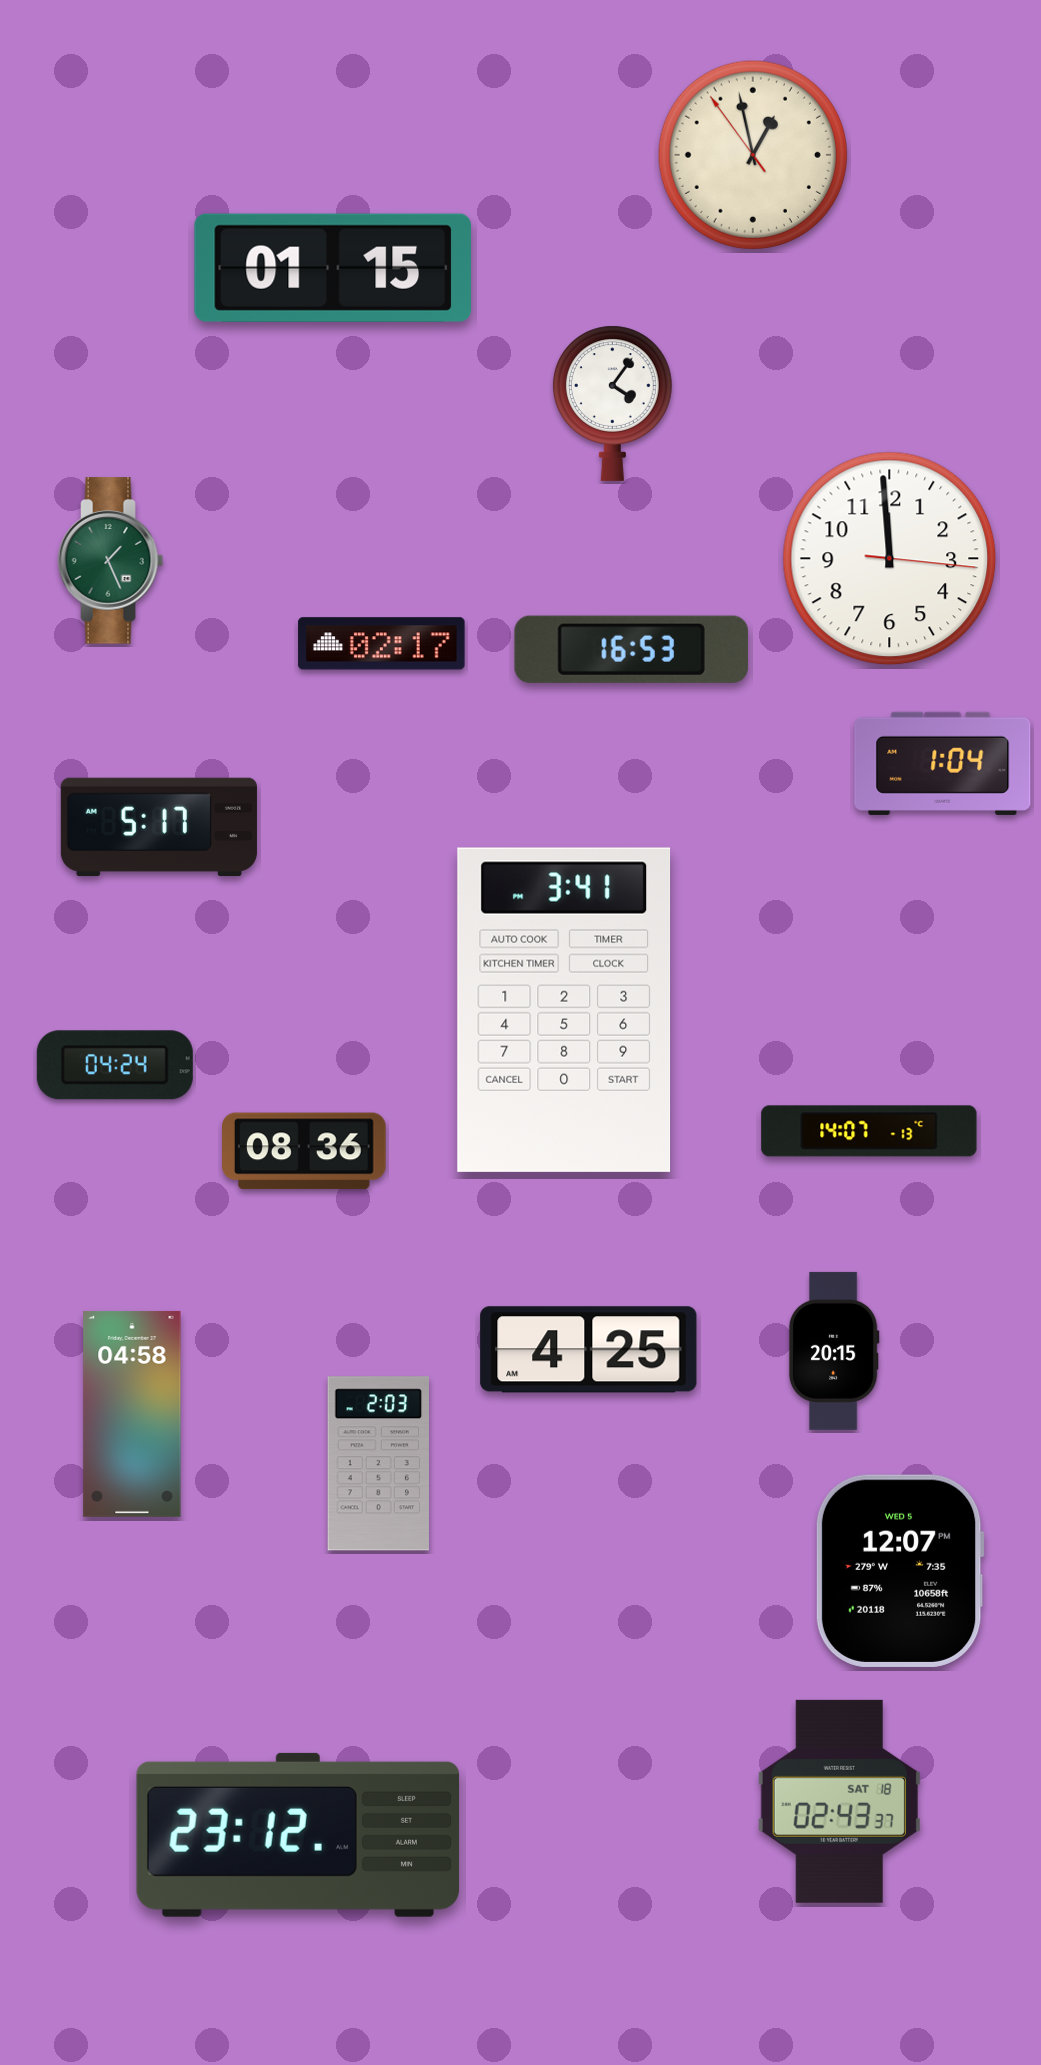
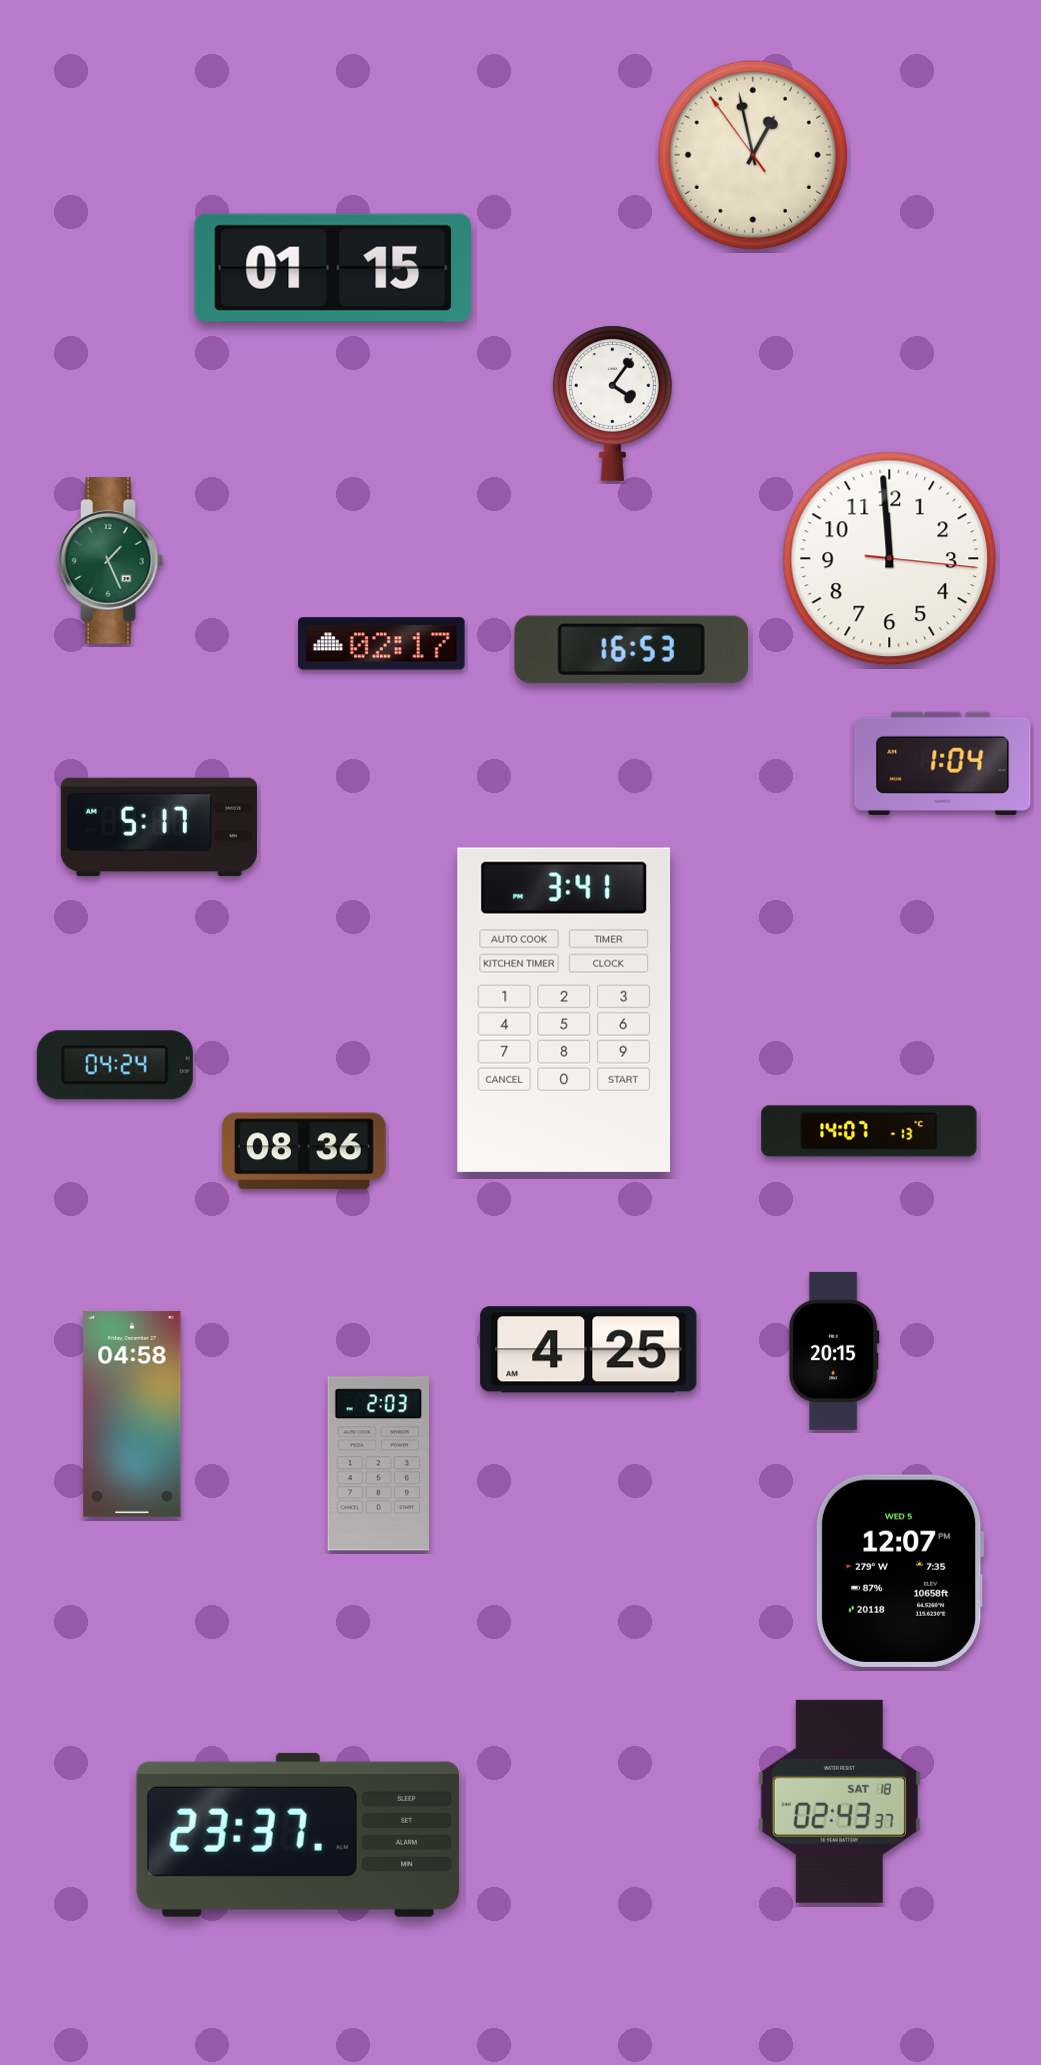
clock at (298, 1835): 23:12 -> 23:37
